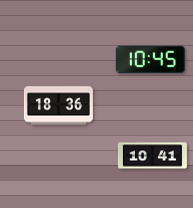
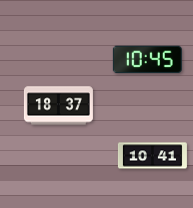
clock at (150, 60) position: (150, 60) -> (147, 60)
clock at (58, 106): 18:36 -> 18:37
